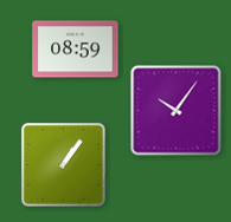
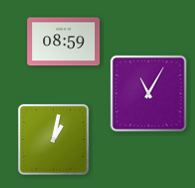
clock at (177, 111): 10:06 -> 11:05
clock at (63, 164): 1:06 -> 1:02
